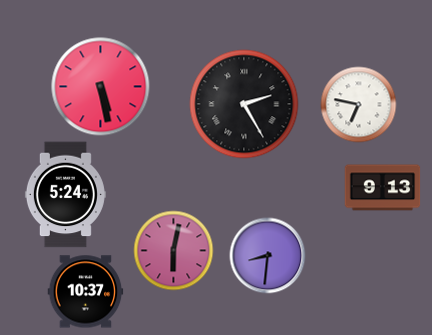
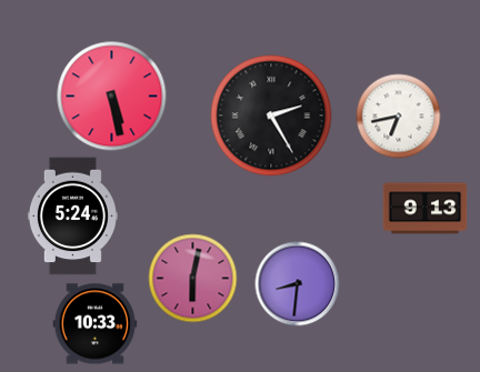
clock at (359, 105): 6:47 -> 6:43
clock at (86, 292): 10:37 -> 10:33
